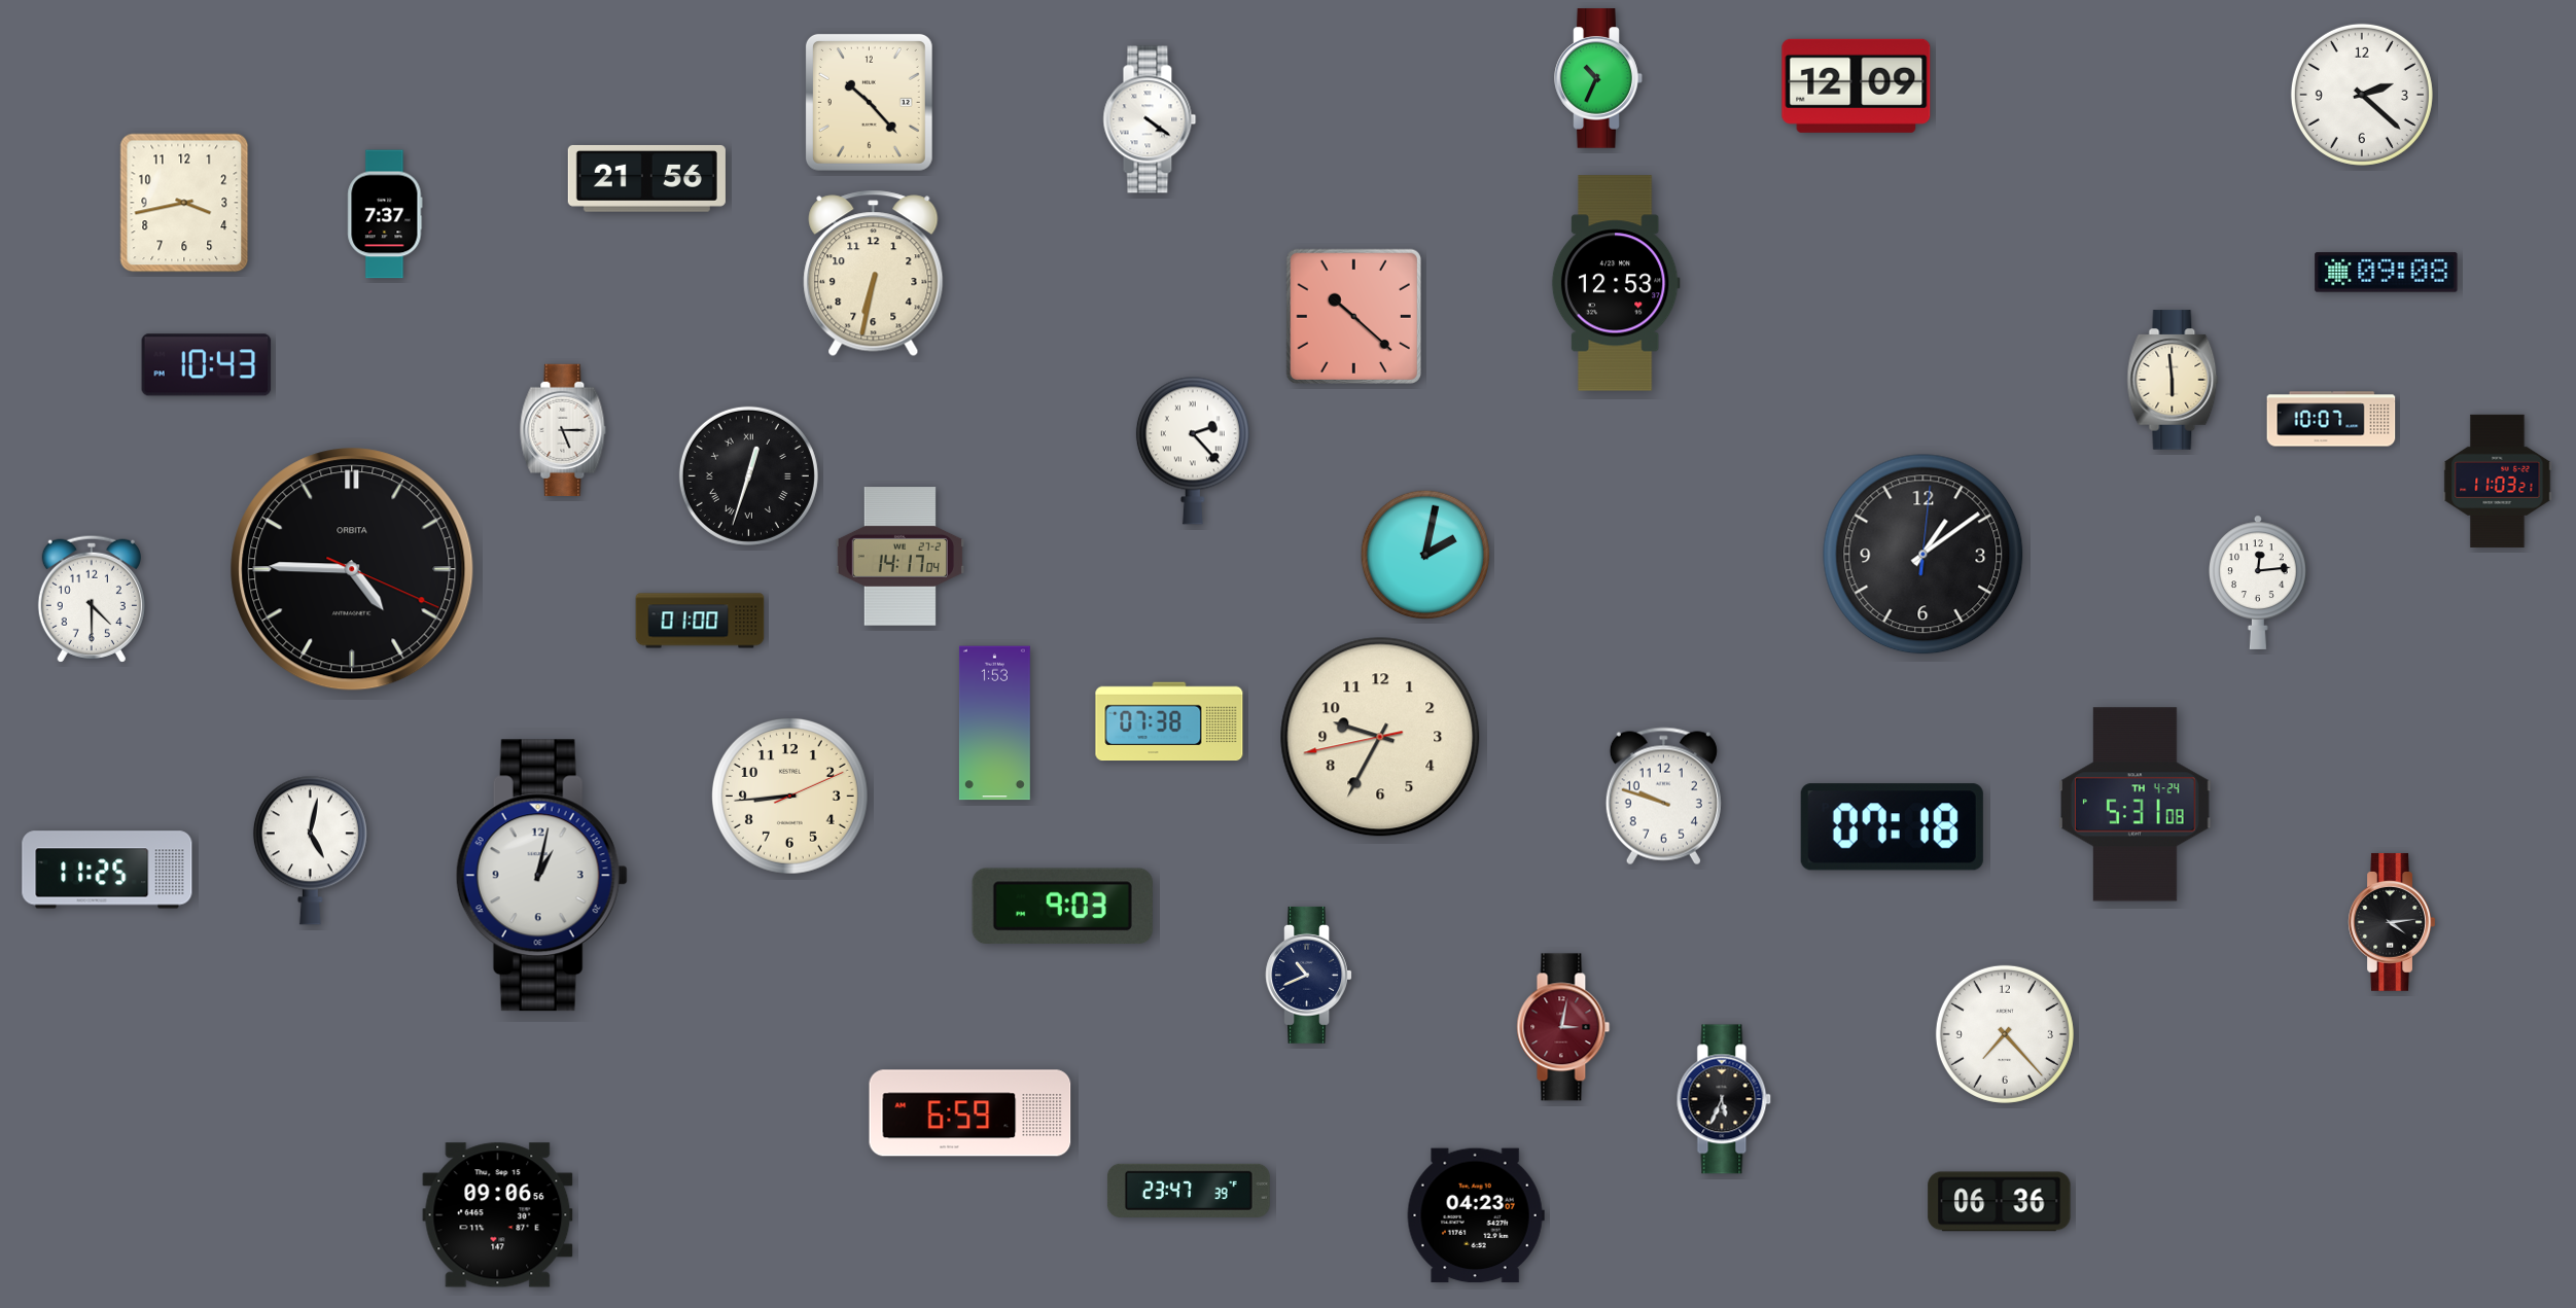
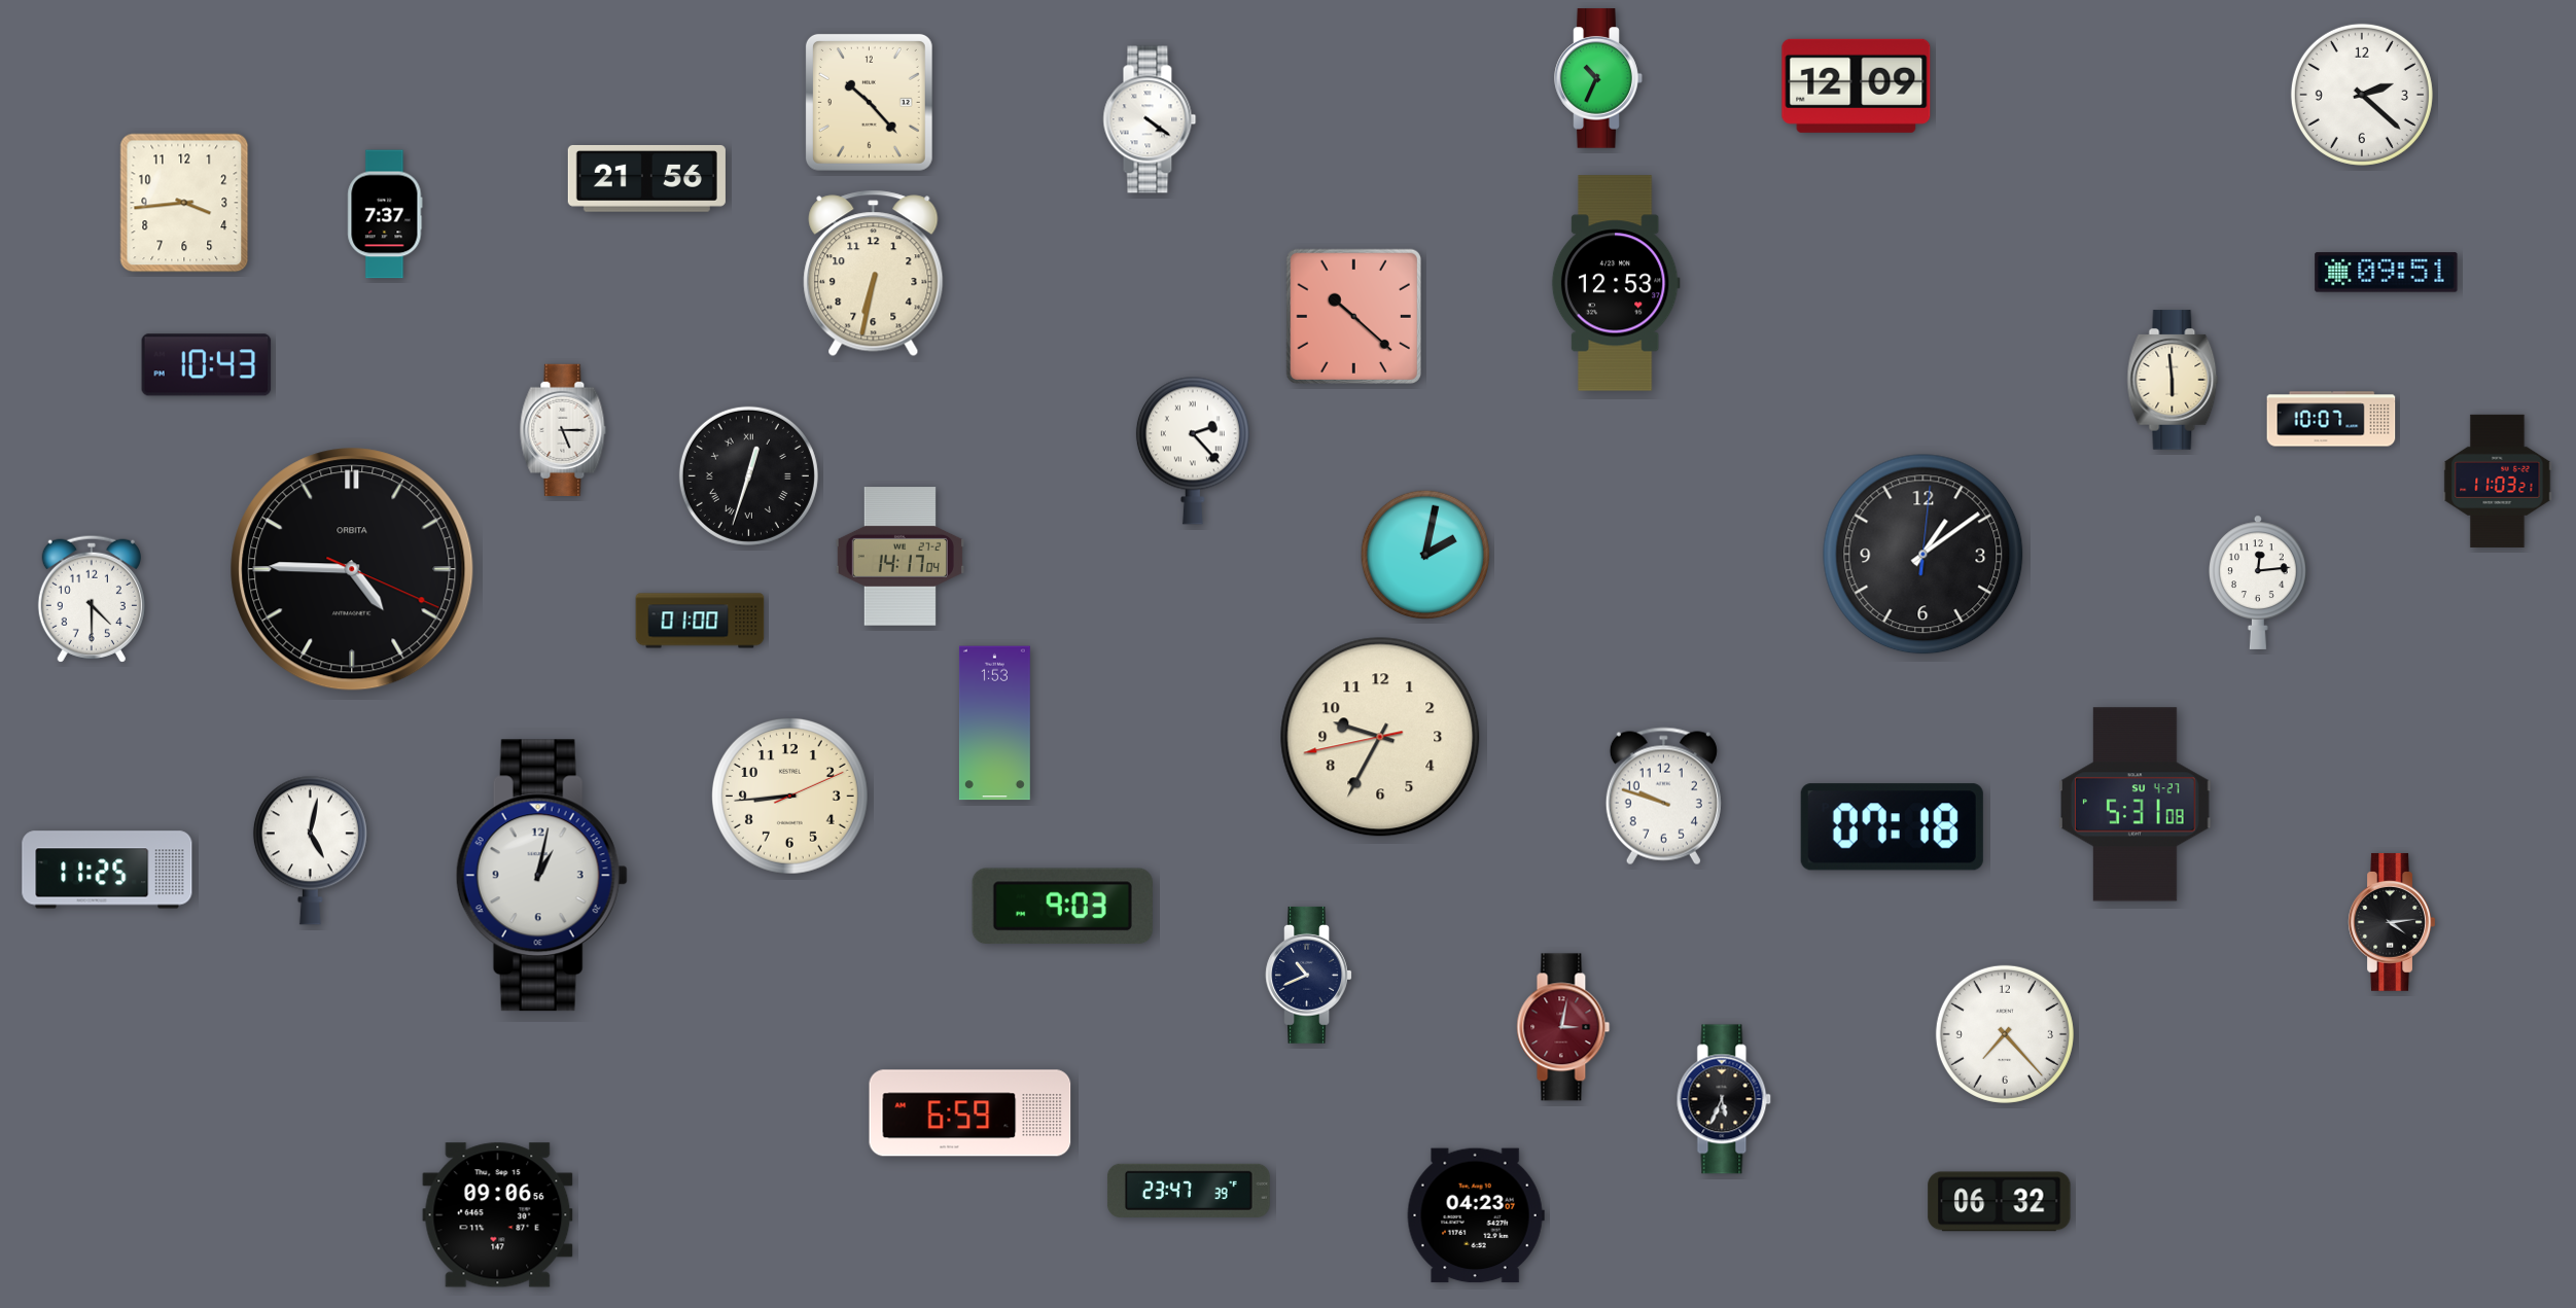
clock at (184, 203): 3:43 -> 3:44
clock at (2387, 273): 09:08 -> 09:51
clock at (1169, 721): 07:38 -> none
clock at (2136, 805) date: TH 4-24 -> SU 4-27
clock at (2000, 1202): 06:36 -> 06:32
